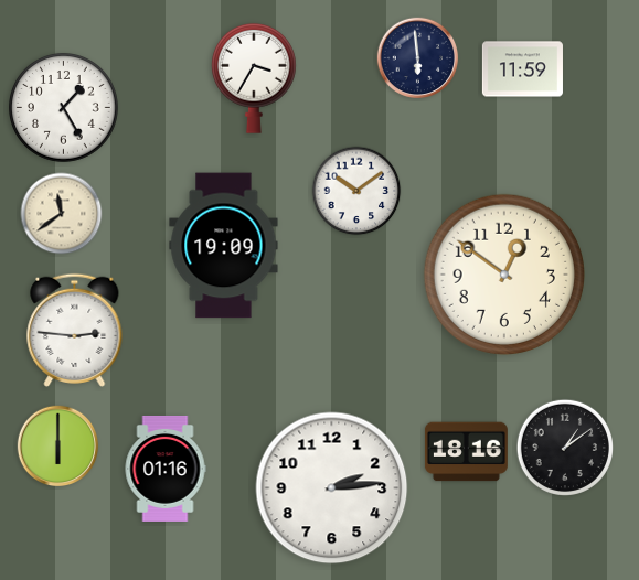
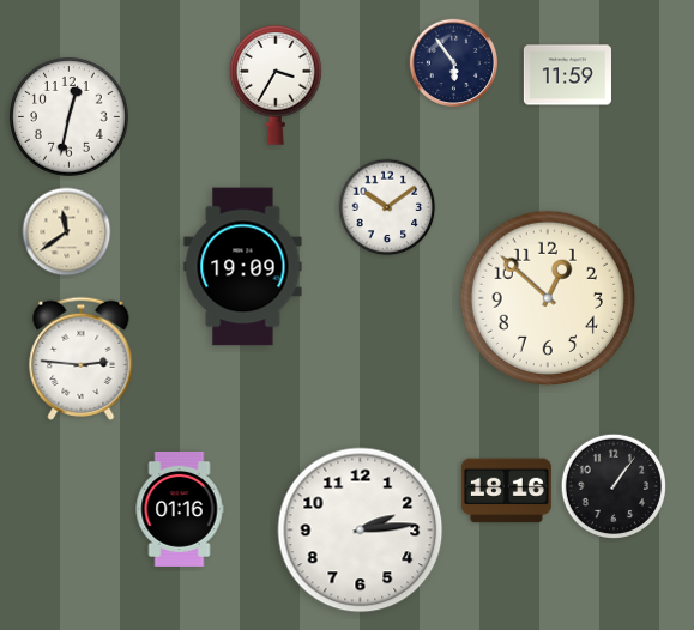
clock at (418, 58): 5:59 -> 5:54
clock at (64, 108): 1:25 -> 12:32
clock at (504, 275): 12:51 -> 12:52
clock at (58, 447): 6:00 -> none
clock at (564, 447): 1:09 -> 1:06
